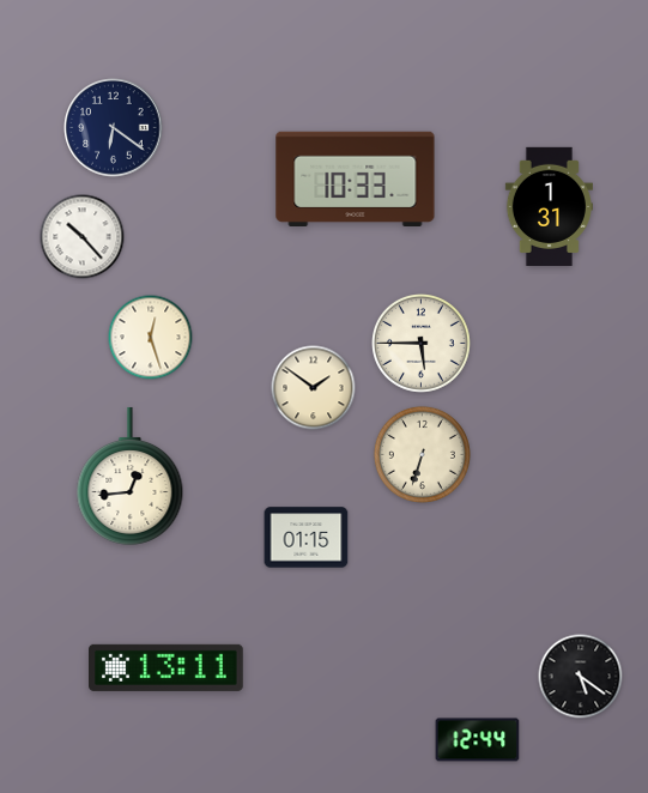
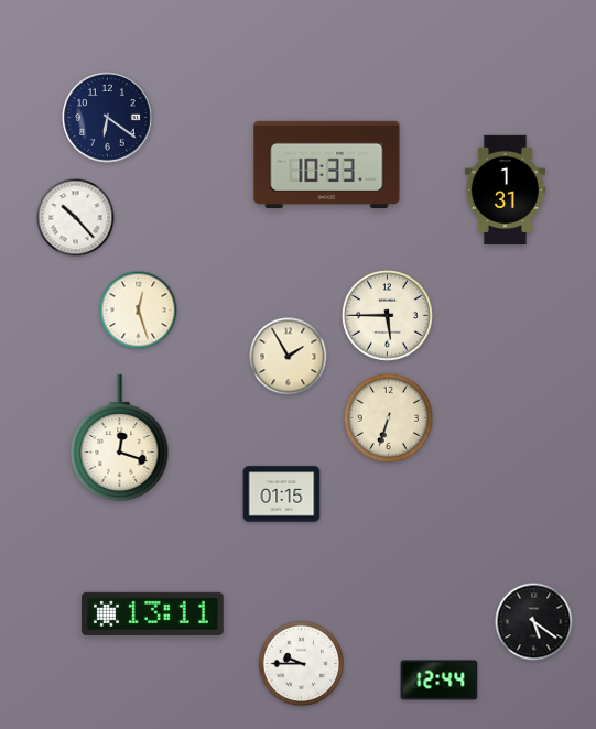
clock at (114, 128) position: (114, 128) -> (108, 118)
clock at (314, 388): 1:51 -> 1:55
clock at (131, 476): 12:44 -> 12:18
clock at (302, 664): none -> 9:45
